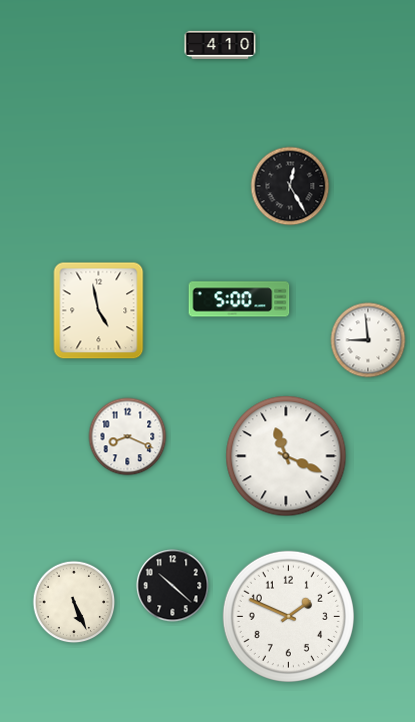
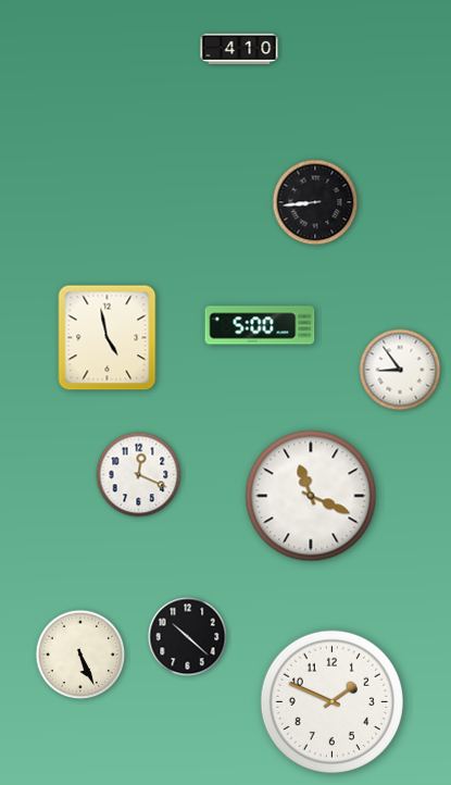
clock at (290, 186): 12:25 -> 8:44
clock at (368, 340): 8:59 -> 8:54
clock at (128, 437): 8:19 -> 12:19
clock at (288, 616) position: (288, 616) -> (331, 701)
